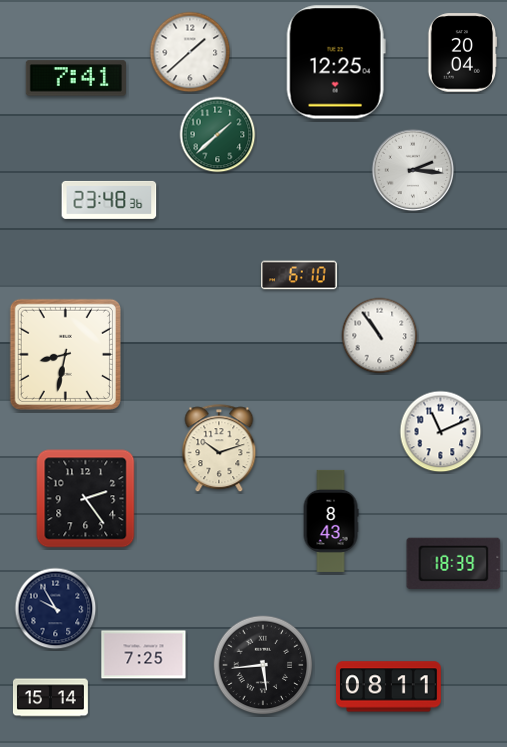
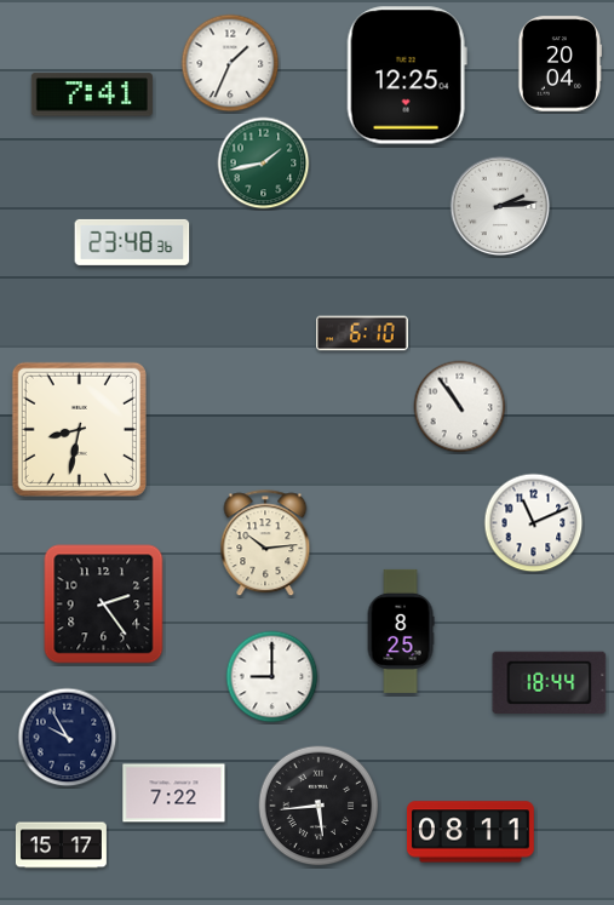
clock at (190, 52): 1:38 -> 1:34
clock at (218, 135): 1:38 -> 1:43
clock at (413, 170): 2:16 -> 2:14
clock at (219, 449): 10:12 -> 10:14
clock at (331, 521): 8:43 -> 8:25
clock at (272, 677): none -> 9:00
clock at (454, 563): 18:39 -> 18:44
clock at (144, 655): 7:25 -> 7:22
clock at (50, 698): 15:14 -> 15:17
